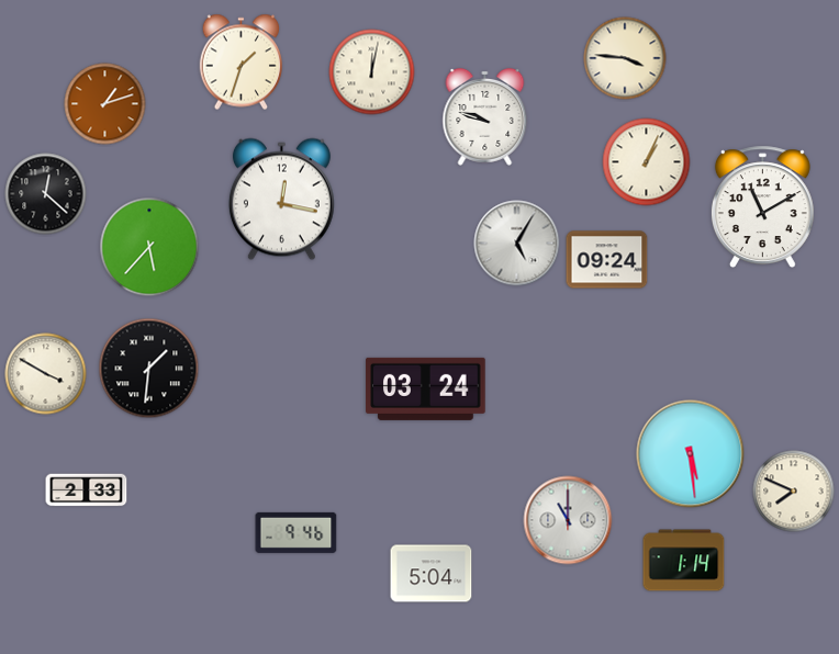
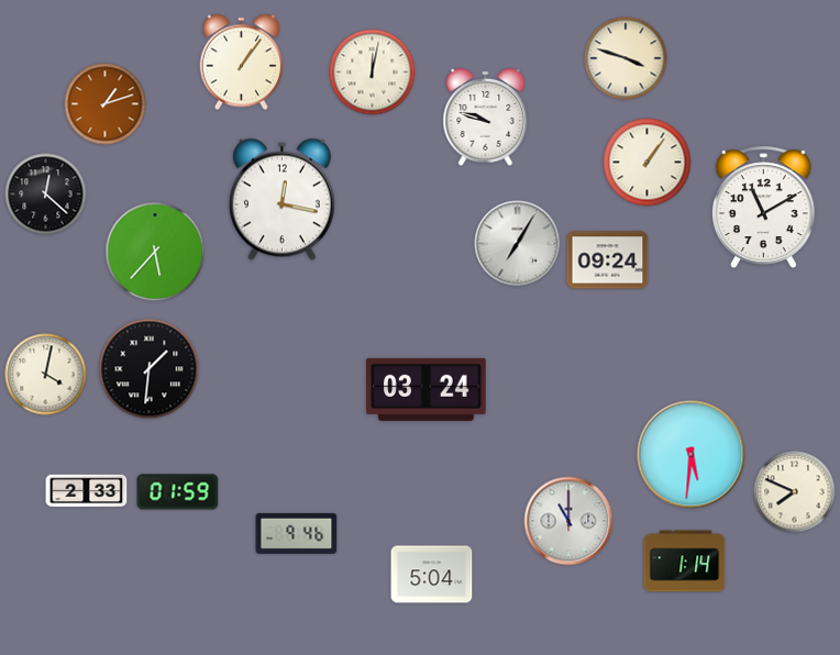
clock at (625, 58): 3:46 -> 3:48
clock at (242, 63): 1:33 -> 1:06
clock at (647, 162): 1:04 -> 1:06
clock at (517, 244): 5:05 -> 7:05
clock at (149, 247) position: (149, 247) -> (155, 252)
clock at (46, 374): 3:50 -> 4:02
clock at (691, 454): 5:29 -> 5:31
clock at (178, 492): none -> 01:59
